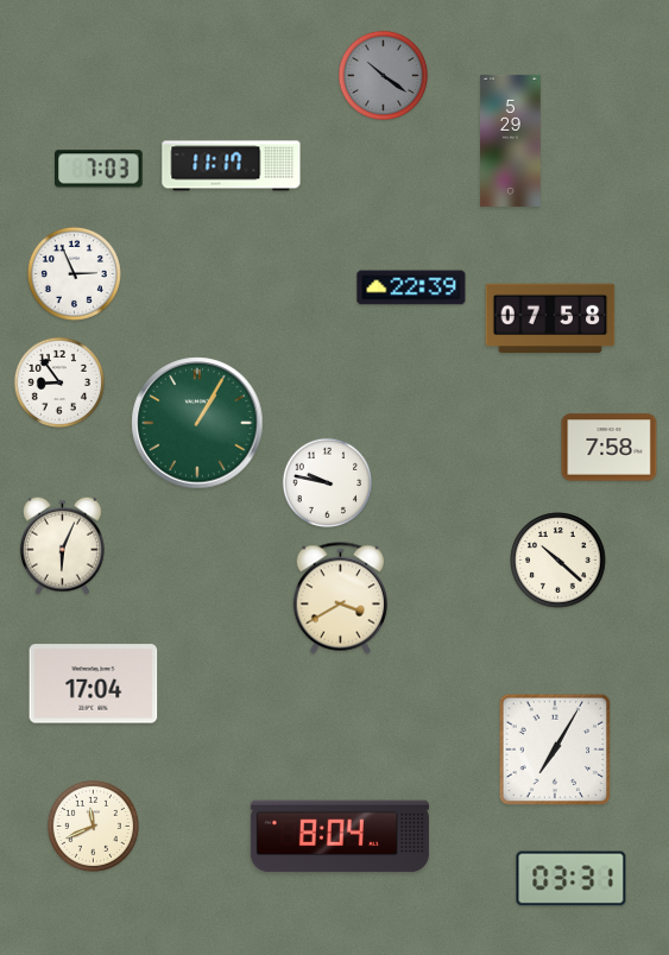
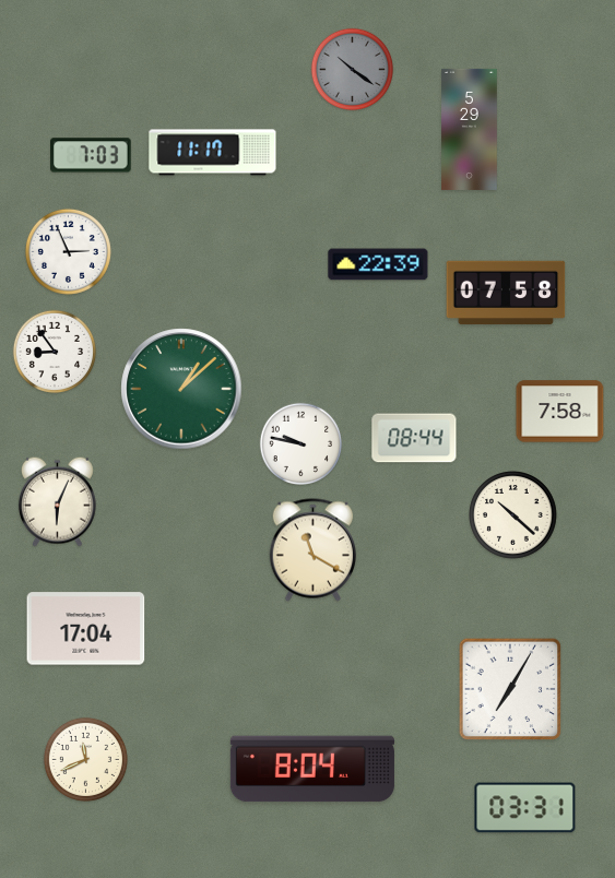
clock at (197, 423): 1:05 -> 1:08
clock at (414, 438): none -> 08:44
clock at (340, 599): 3:40 -> 11:20
